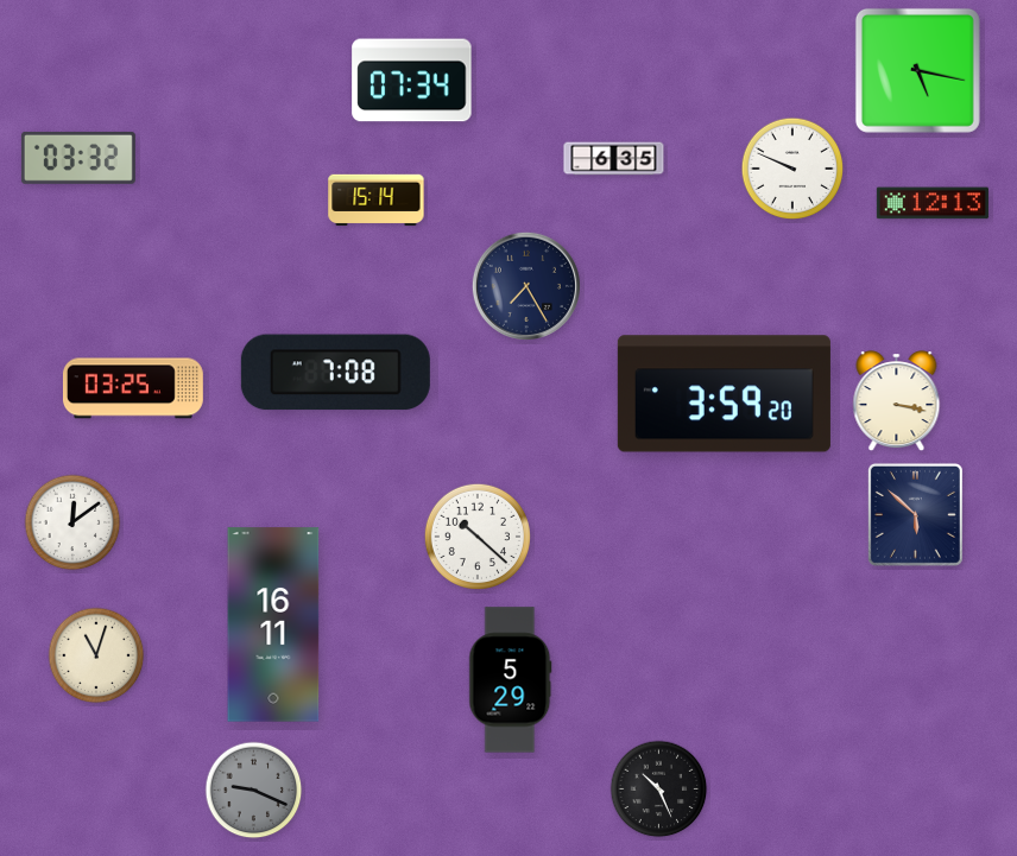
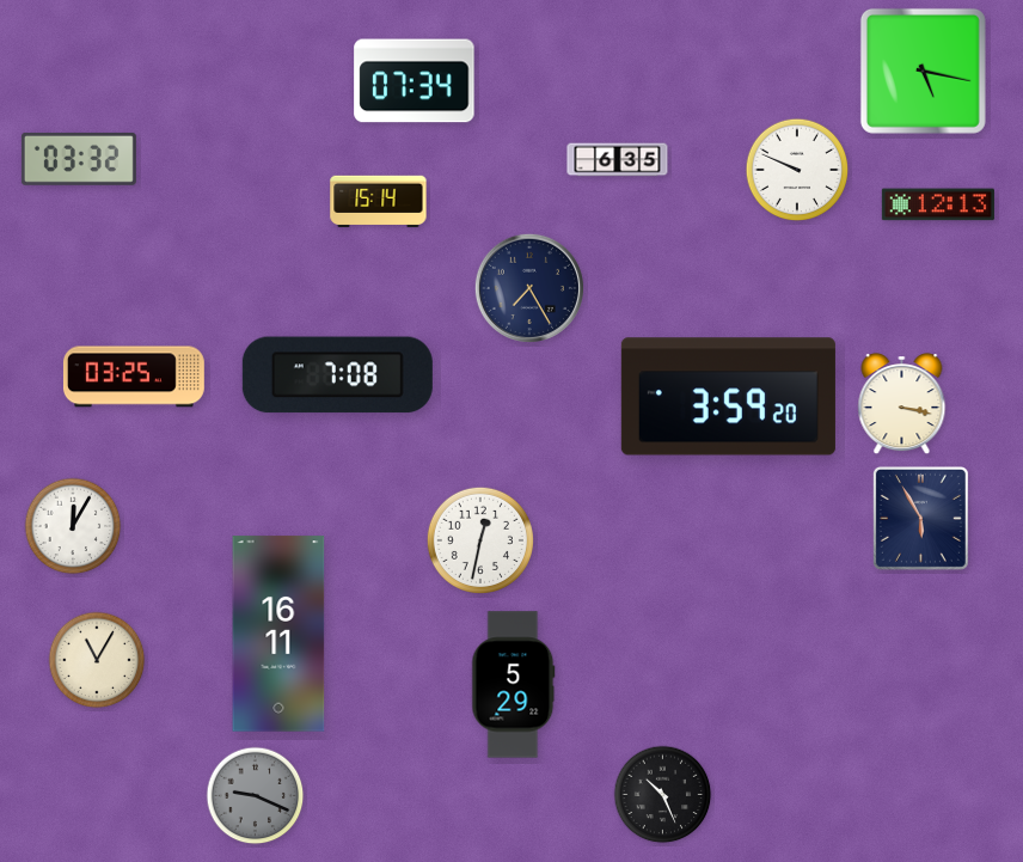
clock at (133, 388) position: (133, 388) -> (134, 377)
clock at (915, 514): 5:52 -> 5:55
clock at (72, 522): 12:09 -> 12:05
clock at (478, 537): 10:22 -> 12:32
clock at (273, 624) position: (273, 624) -> (278, 634)
clock at (96, 655): 11:03 -> 11:05
